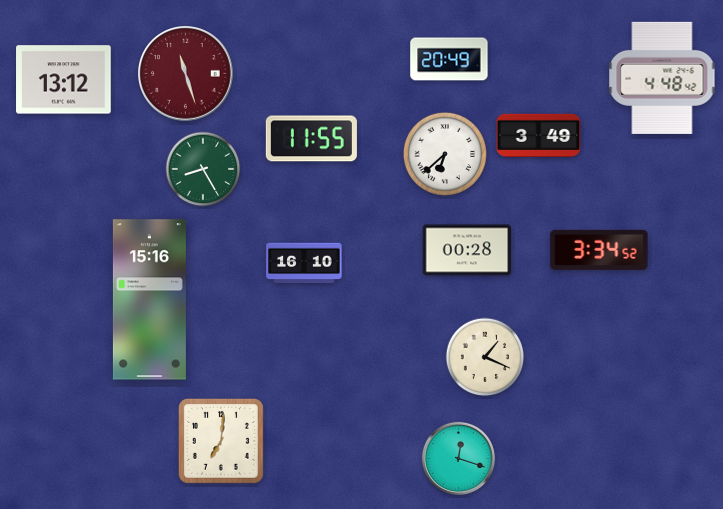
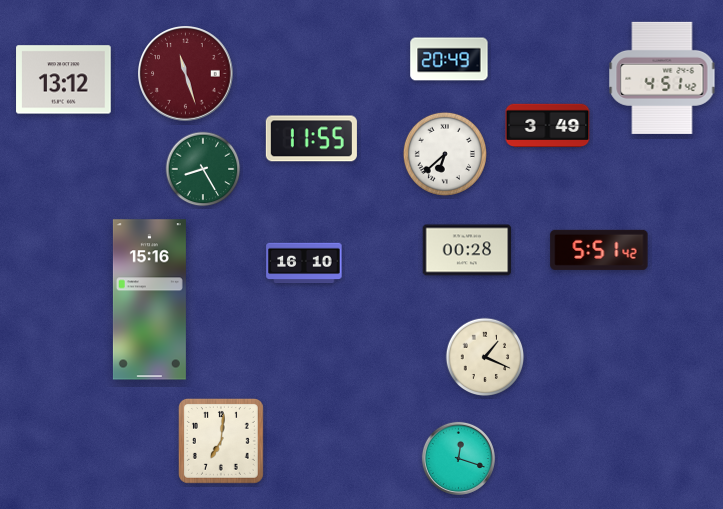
clock at (662, 78): 4:48 -> 4:51
clock at (539, 135) position: (539, 135) -> (548, 125)
clock at (599, 250): 3:34 -> 5:51
